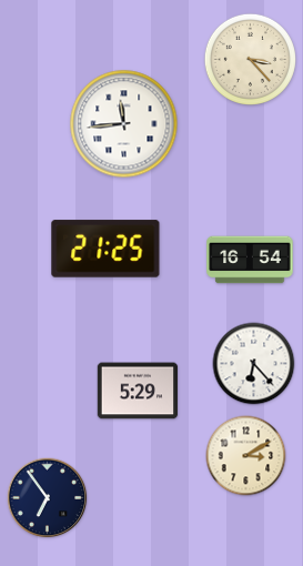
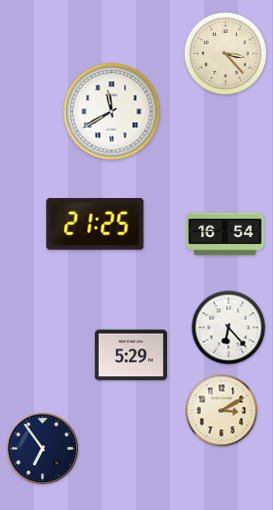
clock at (124, 124): 11:44 -> 11:40
clock at (138, 391) position: (138, 391) -> (131, 355)
